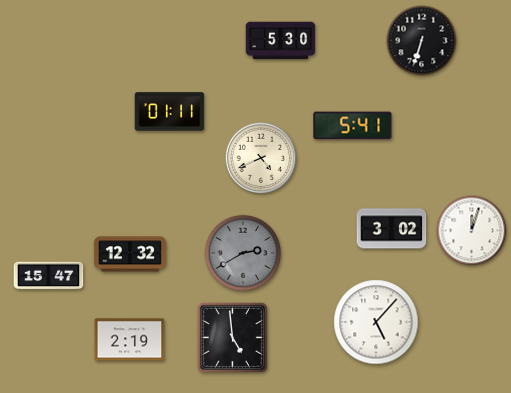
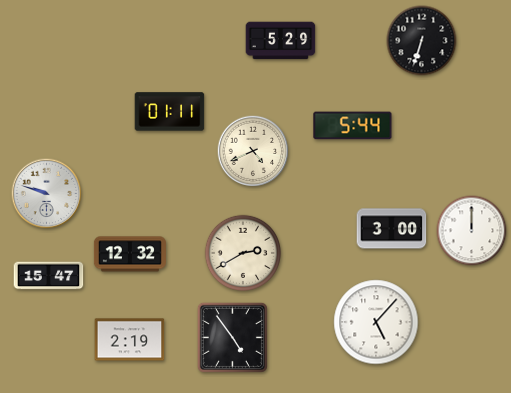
clock at (281, 41): 5:30 -> 5:29
clock at (353, 126): 5:41 -> 5:44
clock at (261, 158) position: (261, 158) -> (253, 151)
clock at (47, 194): none -> 9:48
clock at (392, 229): 3:02 -> 3:00
clock at (472, 231): 12:03 -> 12:00
clock at (243, 253) dial: grey -> cream
clock at (232, 337): 4:59 -> 4:54
